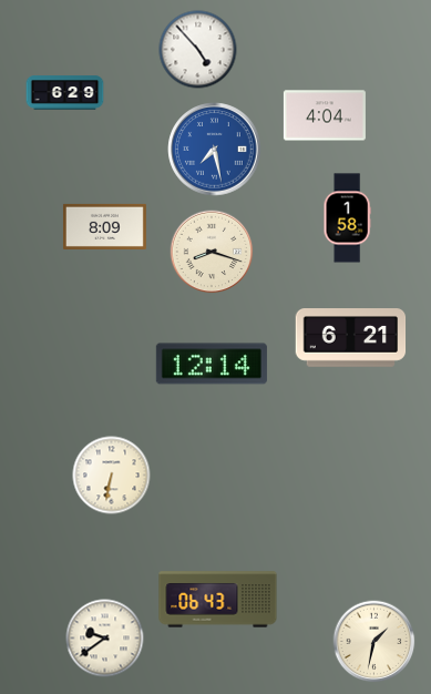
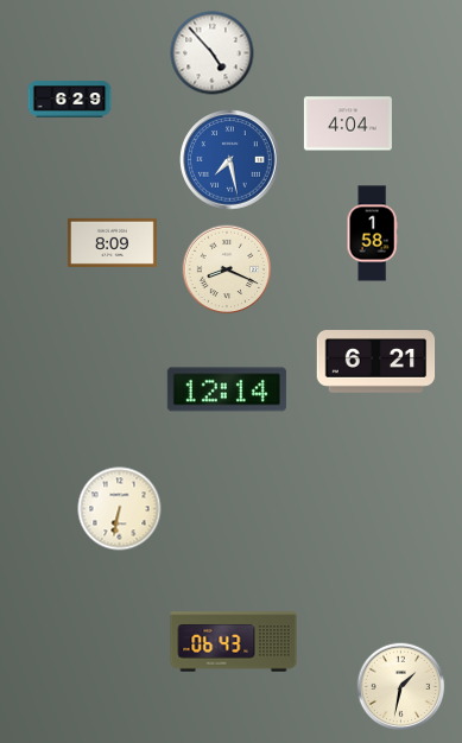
clock at (212, 252): 8:18 -> 8:19
clock at (105, 639): 9:39 -> none
